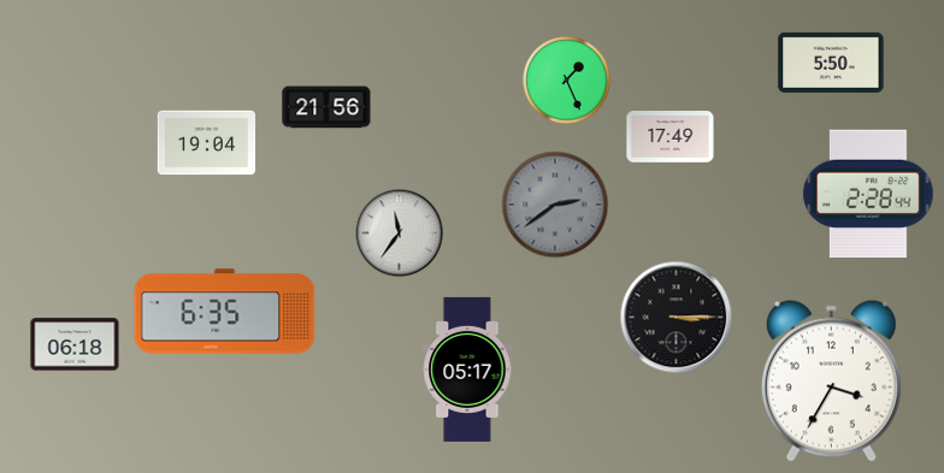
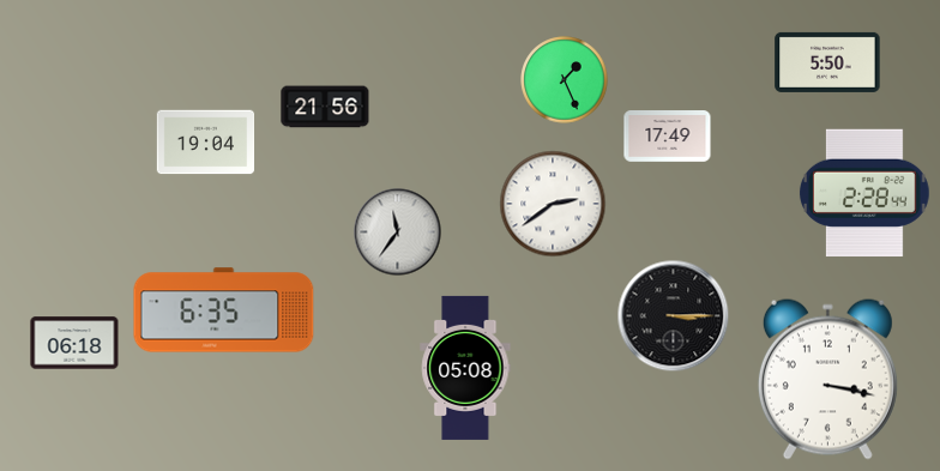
clock at (555, 205) dial: grey -> white
clock at (467, 369): 05:17 -> 05:08
clock at (831, 380): 3:35 -> 3:17
